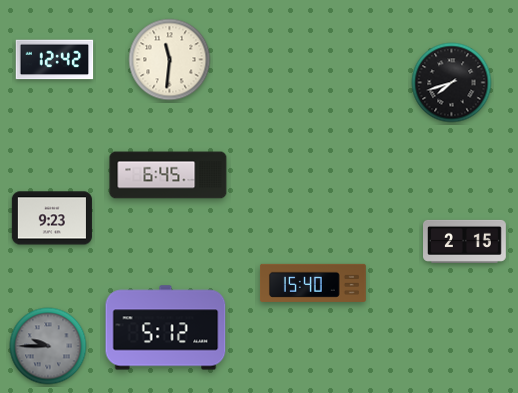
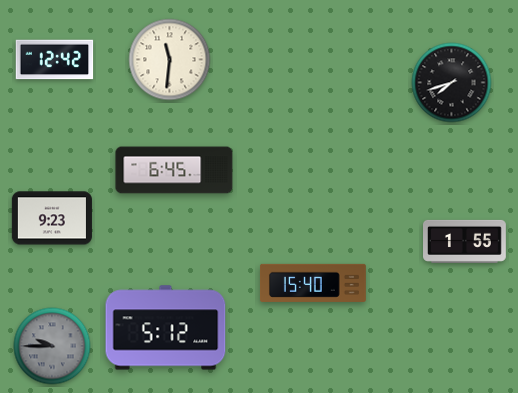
clock at (168, 175) position: (168, 175) -> (174, 170)
clock at (465, 241): 2:15 -> 1:55
clock at (48, 346) position: (48, 346) -> (52, 346)
